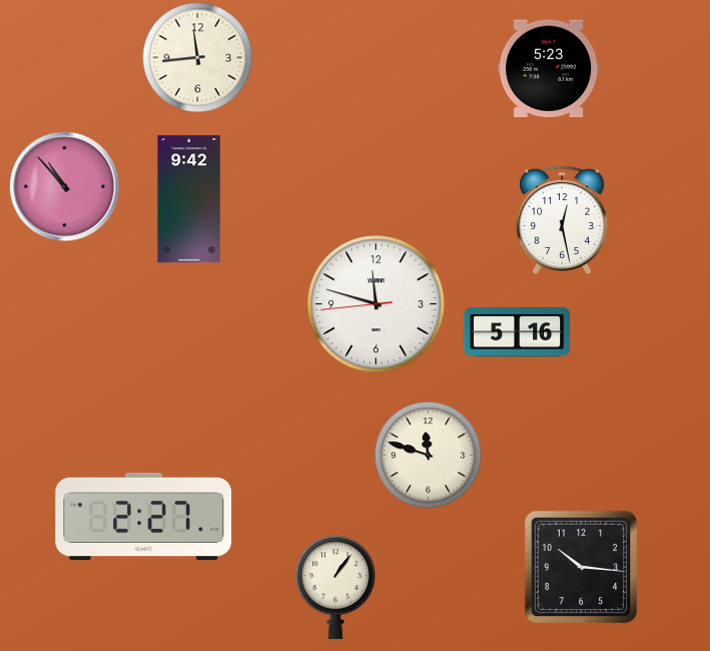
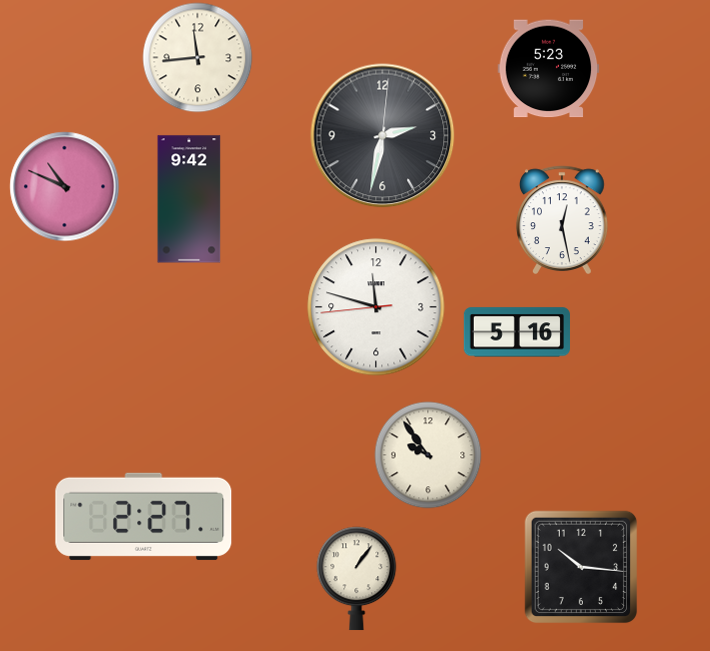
clock at (383, 136): none -> 2:32
clock at (65, 187): 10:53 -> 10:49
clock at (376, 304) position: (376, 304) -> (376, 307)
clock at (428, 455): 11:48 -> 9:54
clock at (336, 588) position: (336, 588) -> (357, 579)
